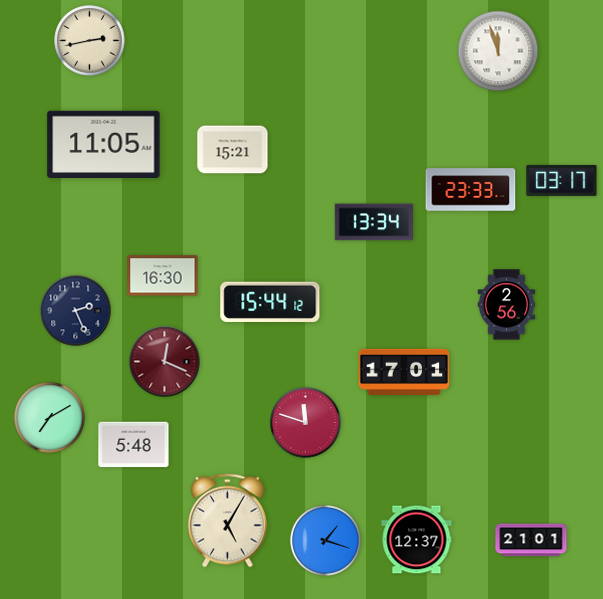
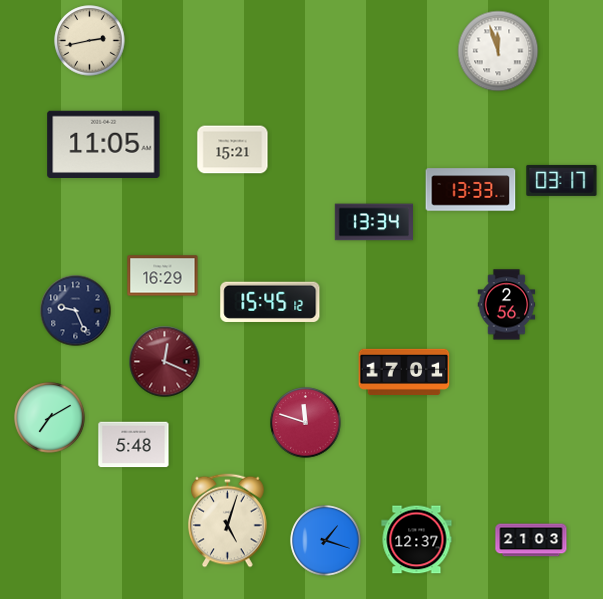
clock at (471, 190): 23:33 -> 13:33
clock at (163, 276): 16:30 -> 16:29
clock at (270, 302): 15:44 -> 15:45
clock at (76, 311): 2:26 -> 9:26
clock at (228, 521): 5:05 -> 5:03
clock at (531, 540): 21:01 -> 21:03
